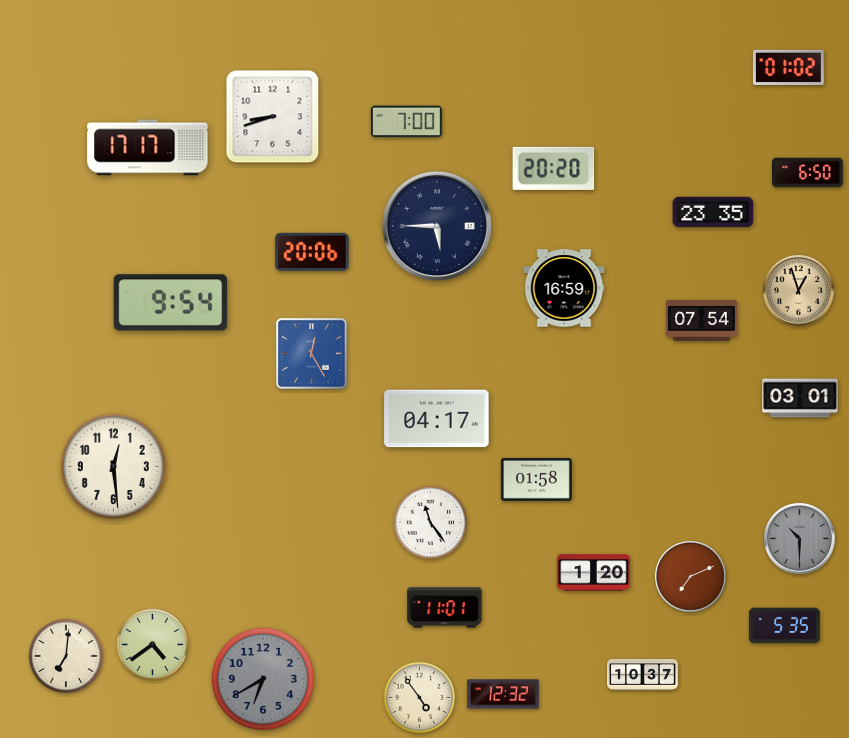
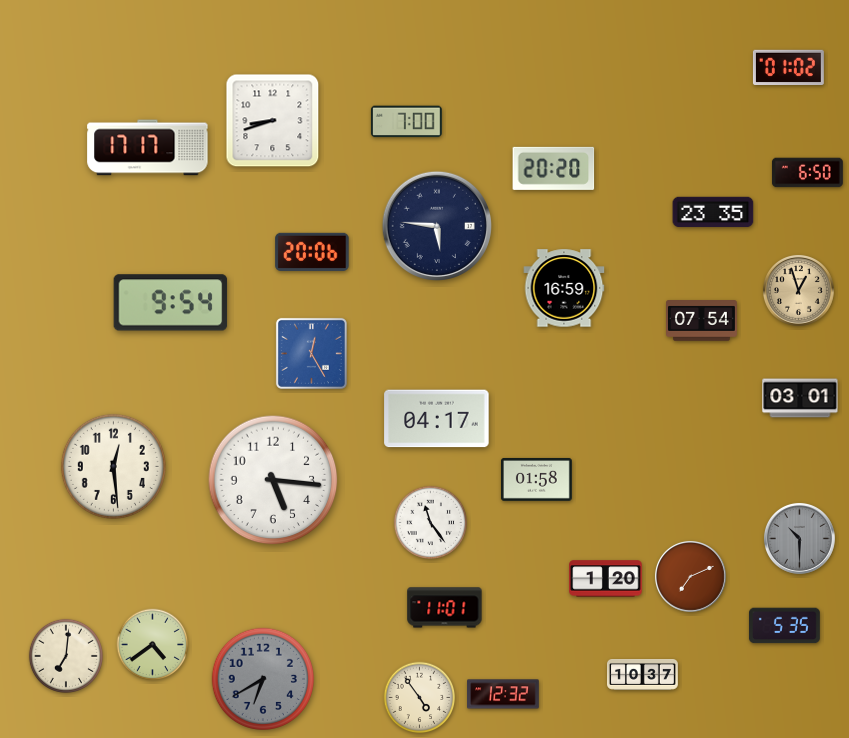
clock at (273, 117) position: (273, 117) -> (273, 121)
clock at (436, 225): 5:45 -> 5:46
clock at (273, 480): none -> 5:16
clock at (594, 573) position: (594, 573) -> (606, 579)
